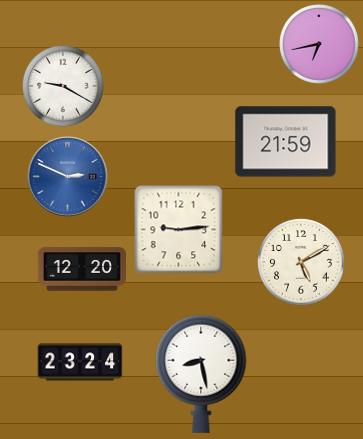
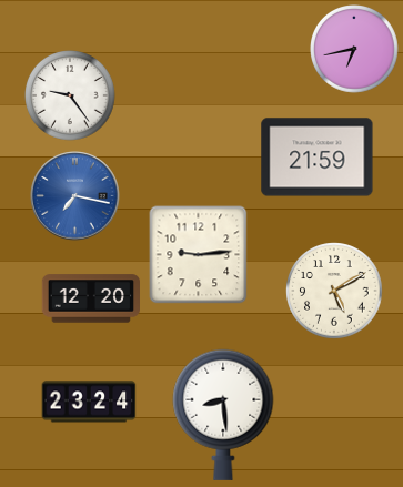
clock at (64, 87): 9:20 -> 9:24
clock at (68, 177): 2:49 -> 7:17
clock at (201, 374): 8:28 -> 8:29
